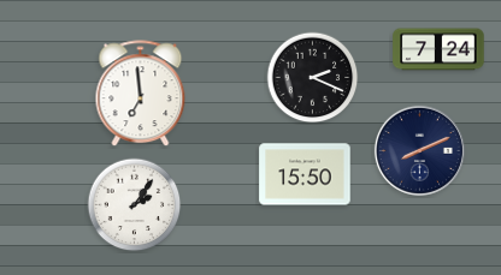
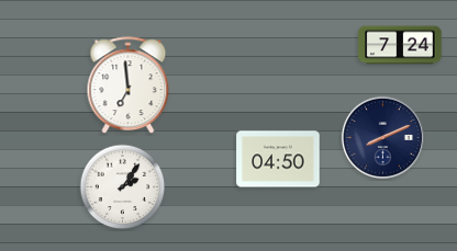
clock at (313, 78): 2:19 -> none
clock at (305, 174): 15:50 -> 04:50
